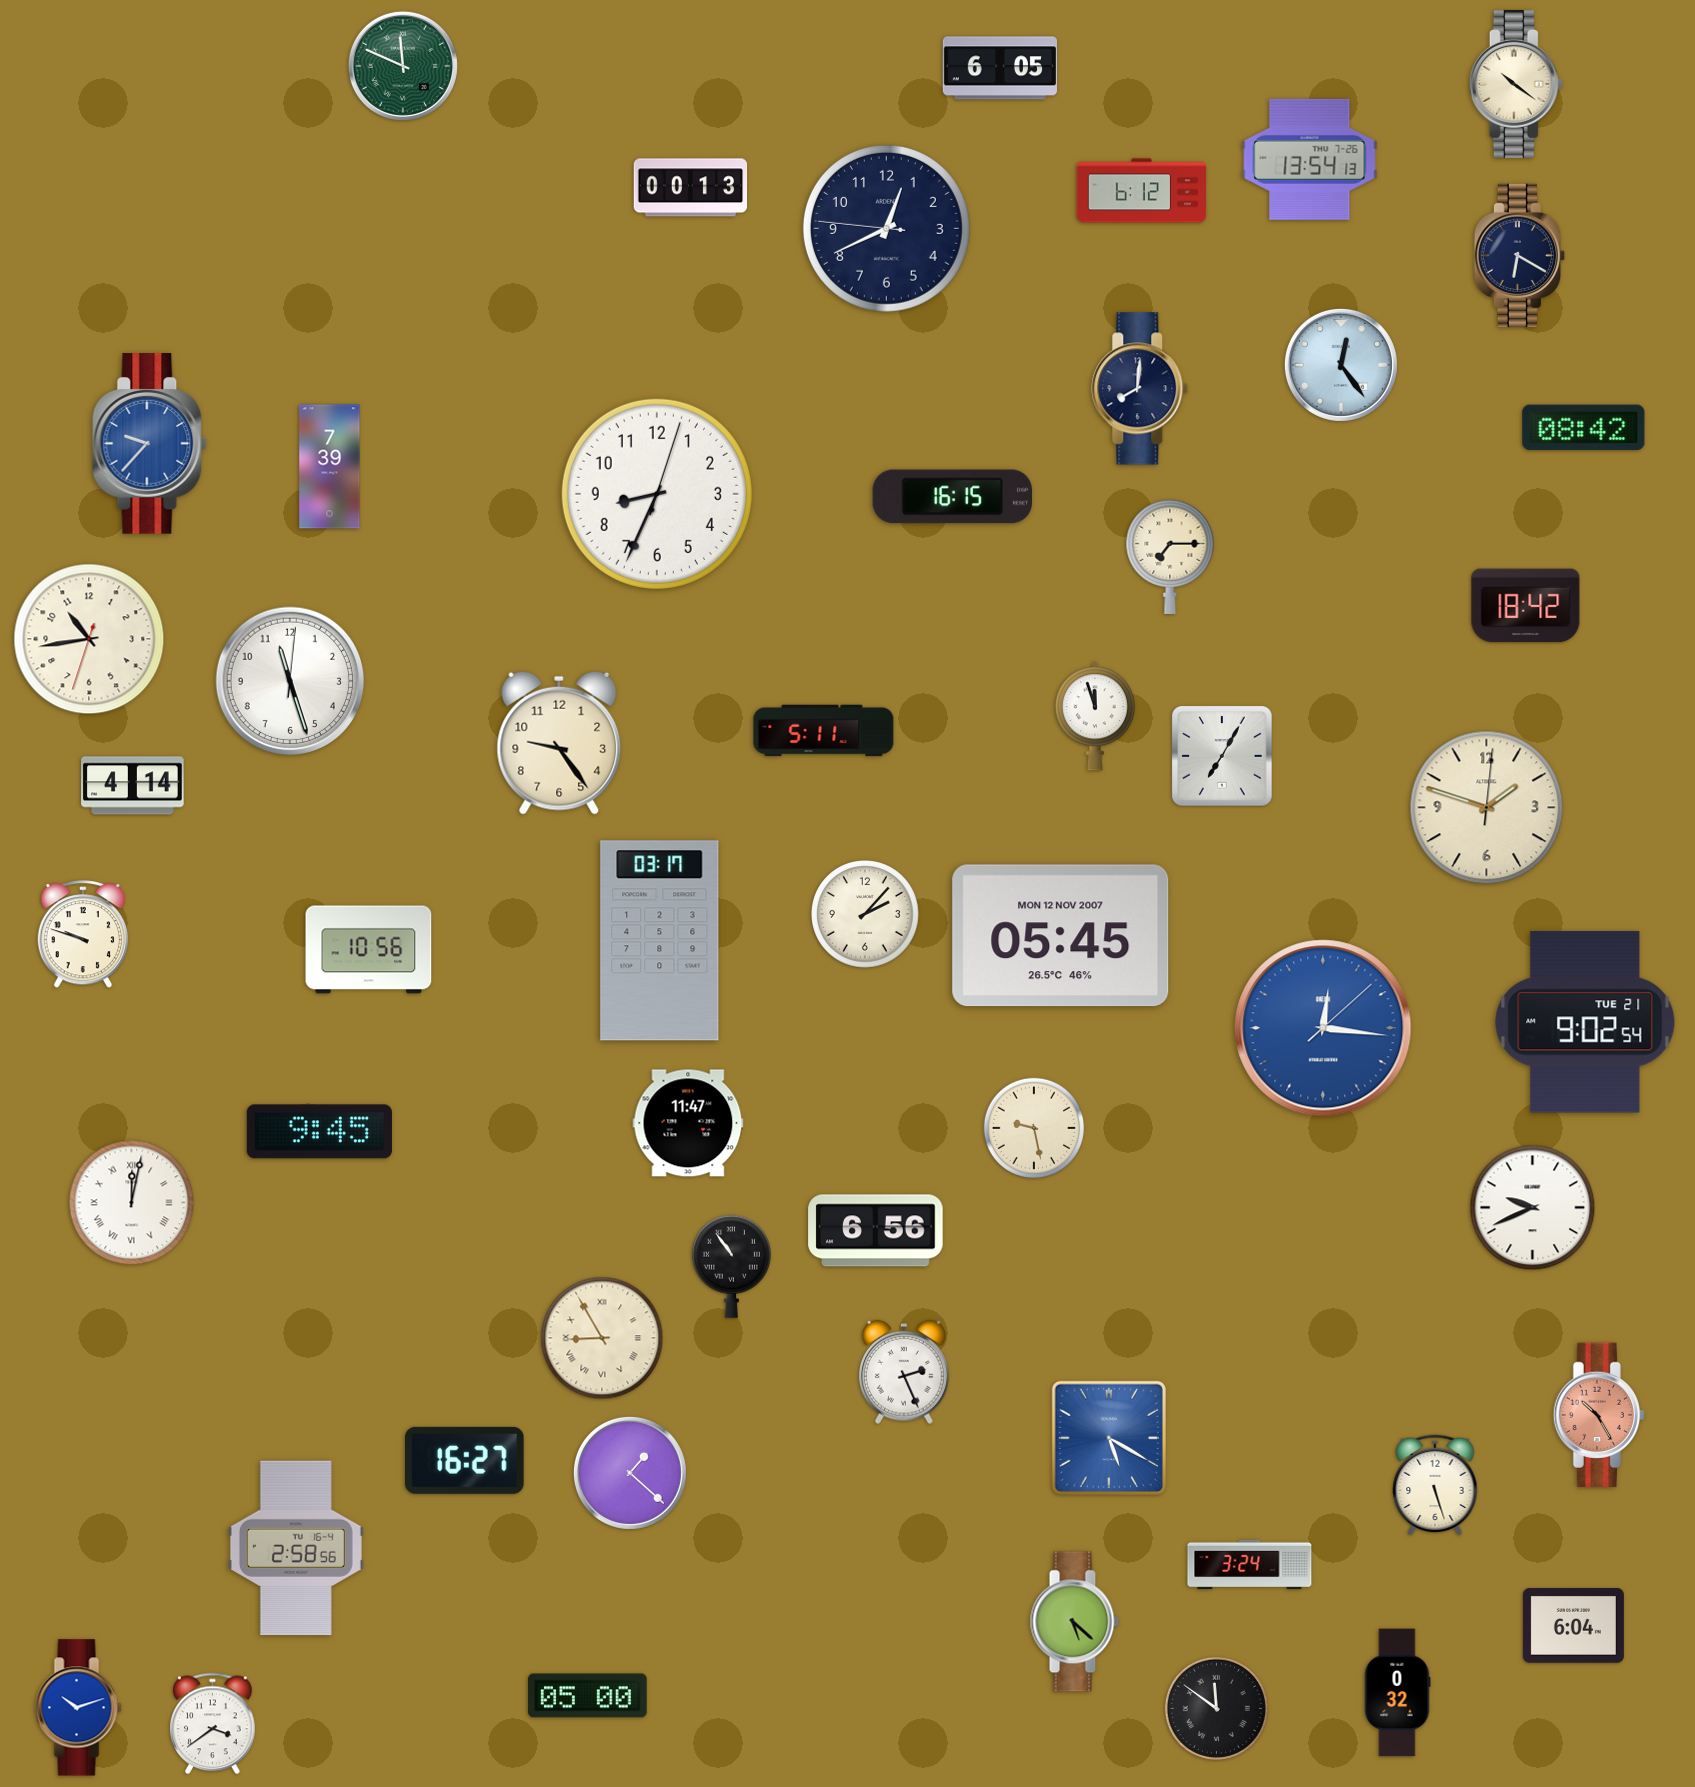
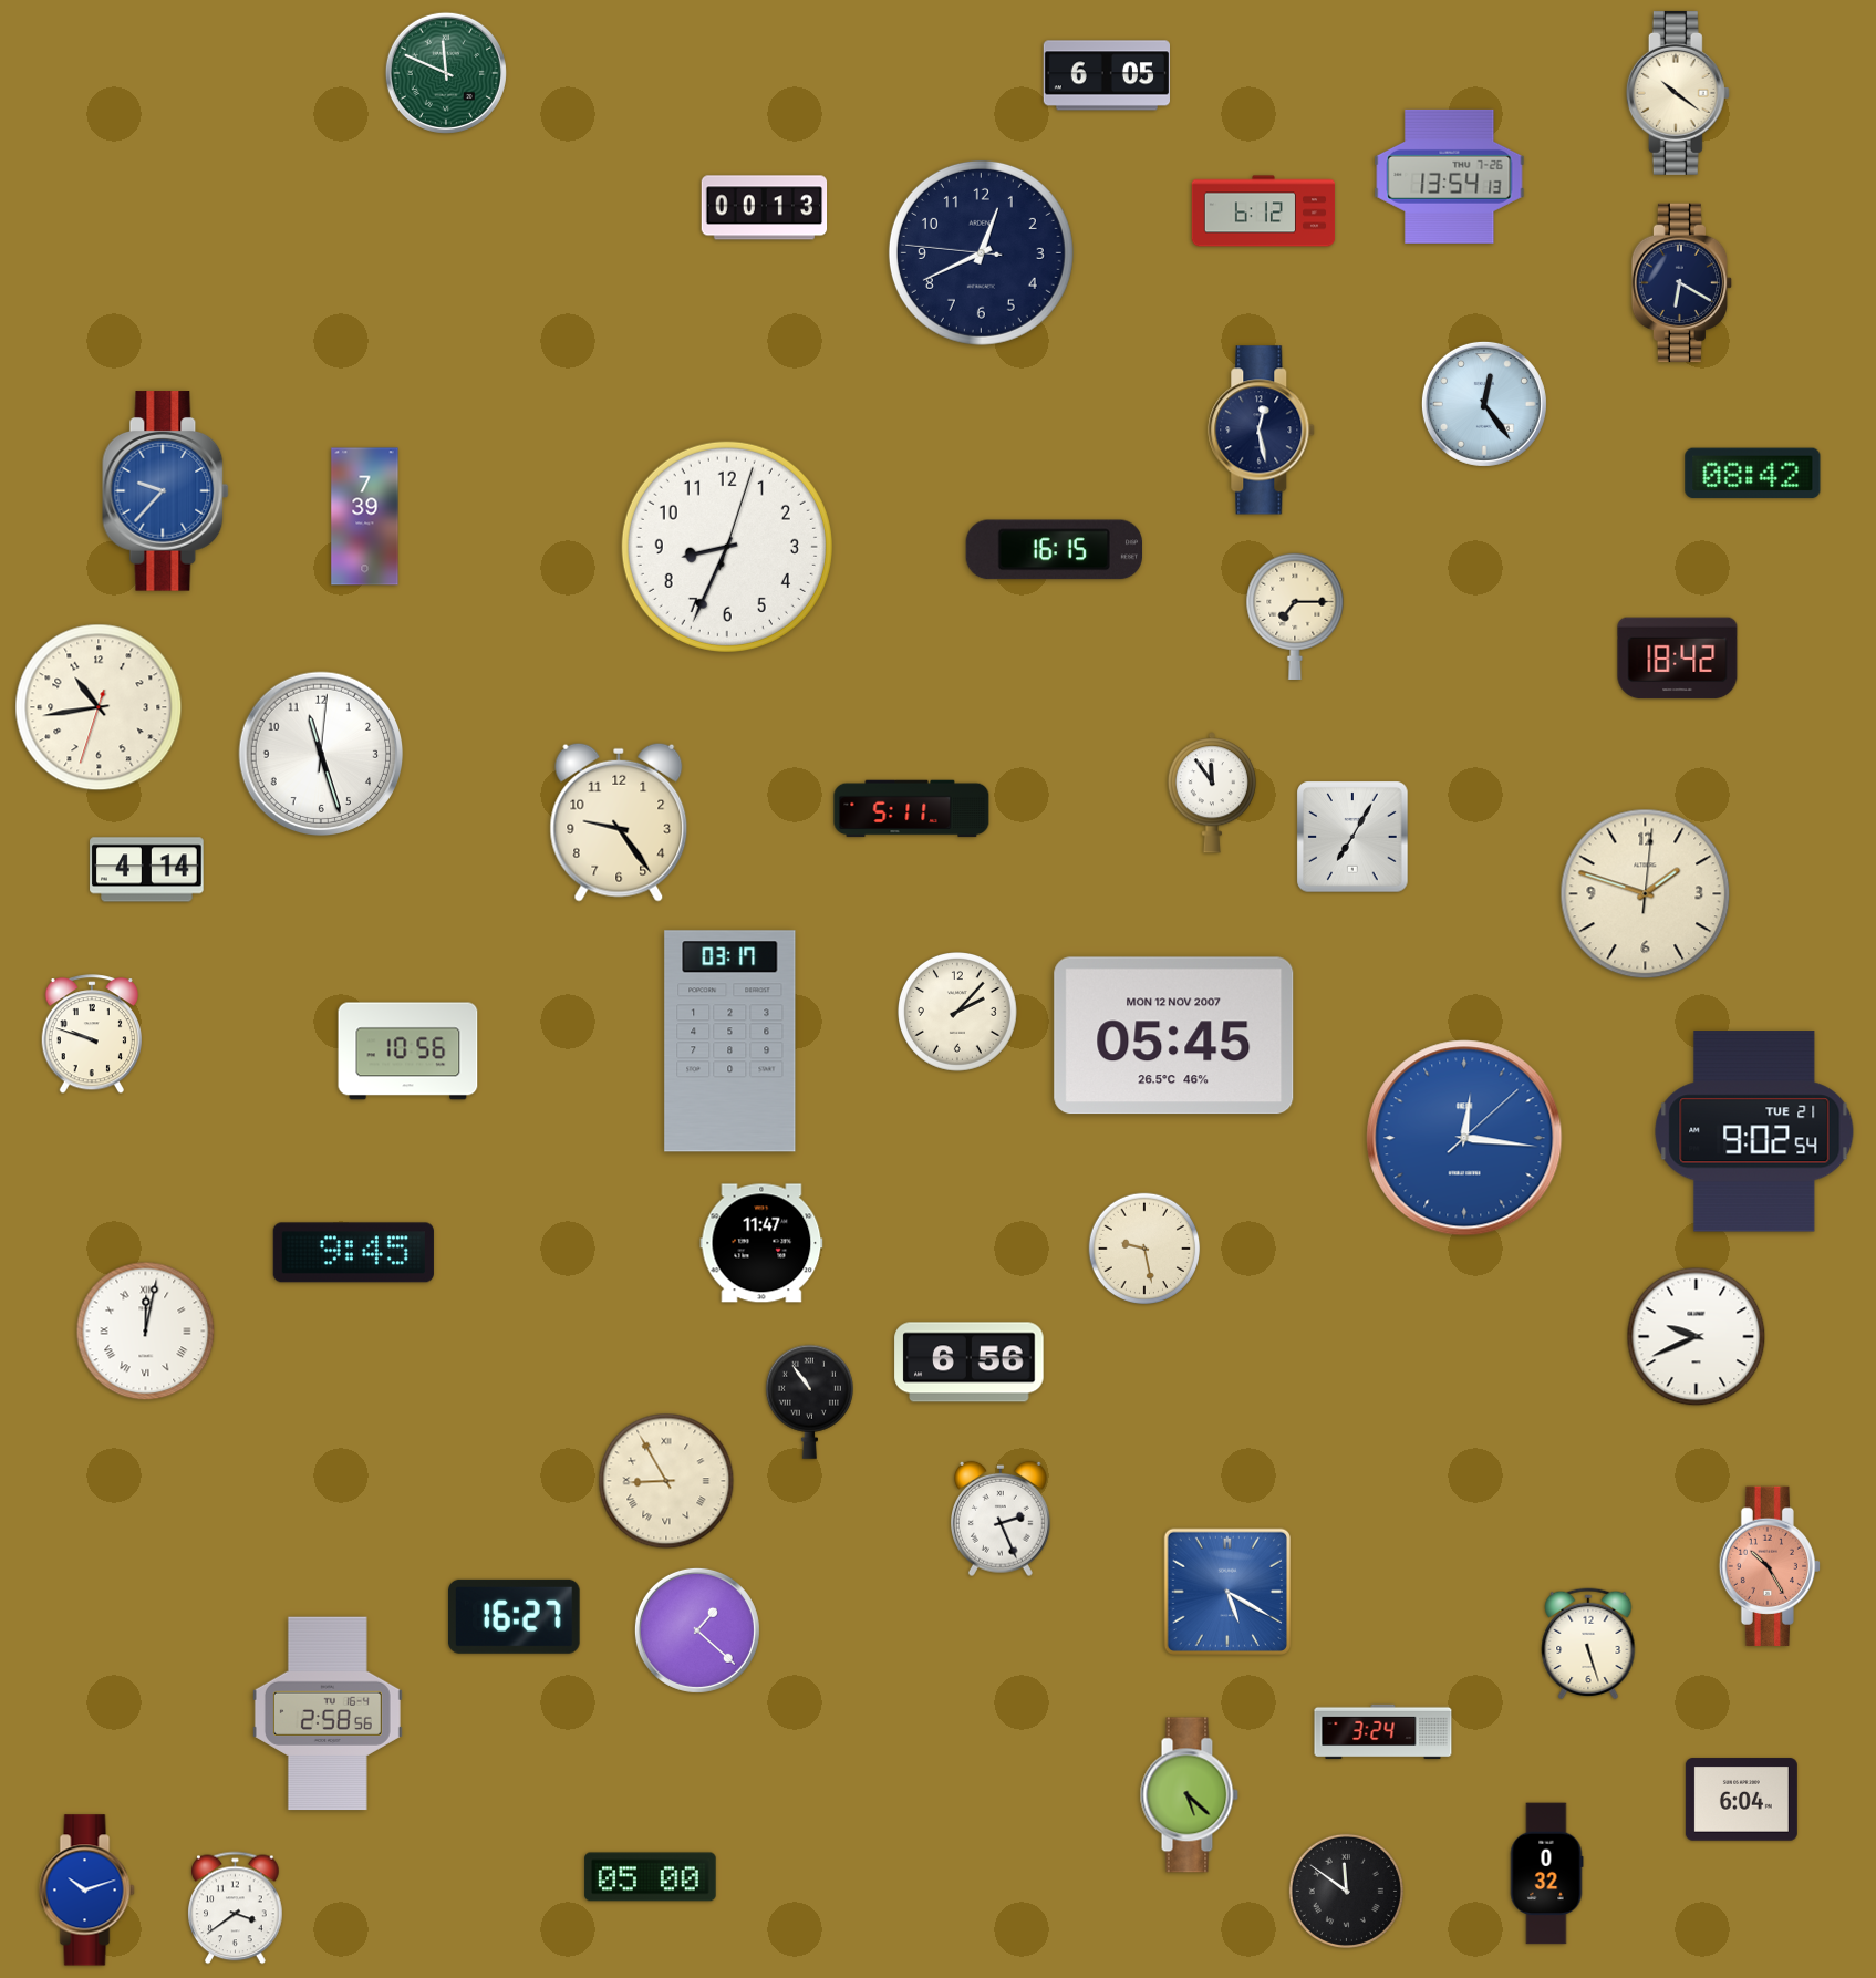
clock at (1140, 389): 8:01 -> 12:28
clock at (1526, 606) position: (1526, 606) -> (1678, 659)
clock at (1095, 716): 11:57 -> 11:54
